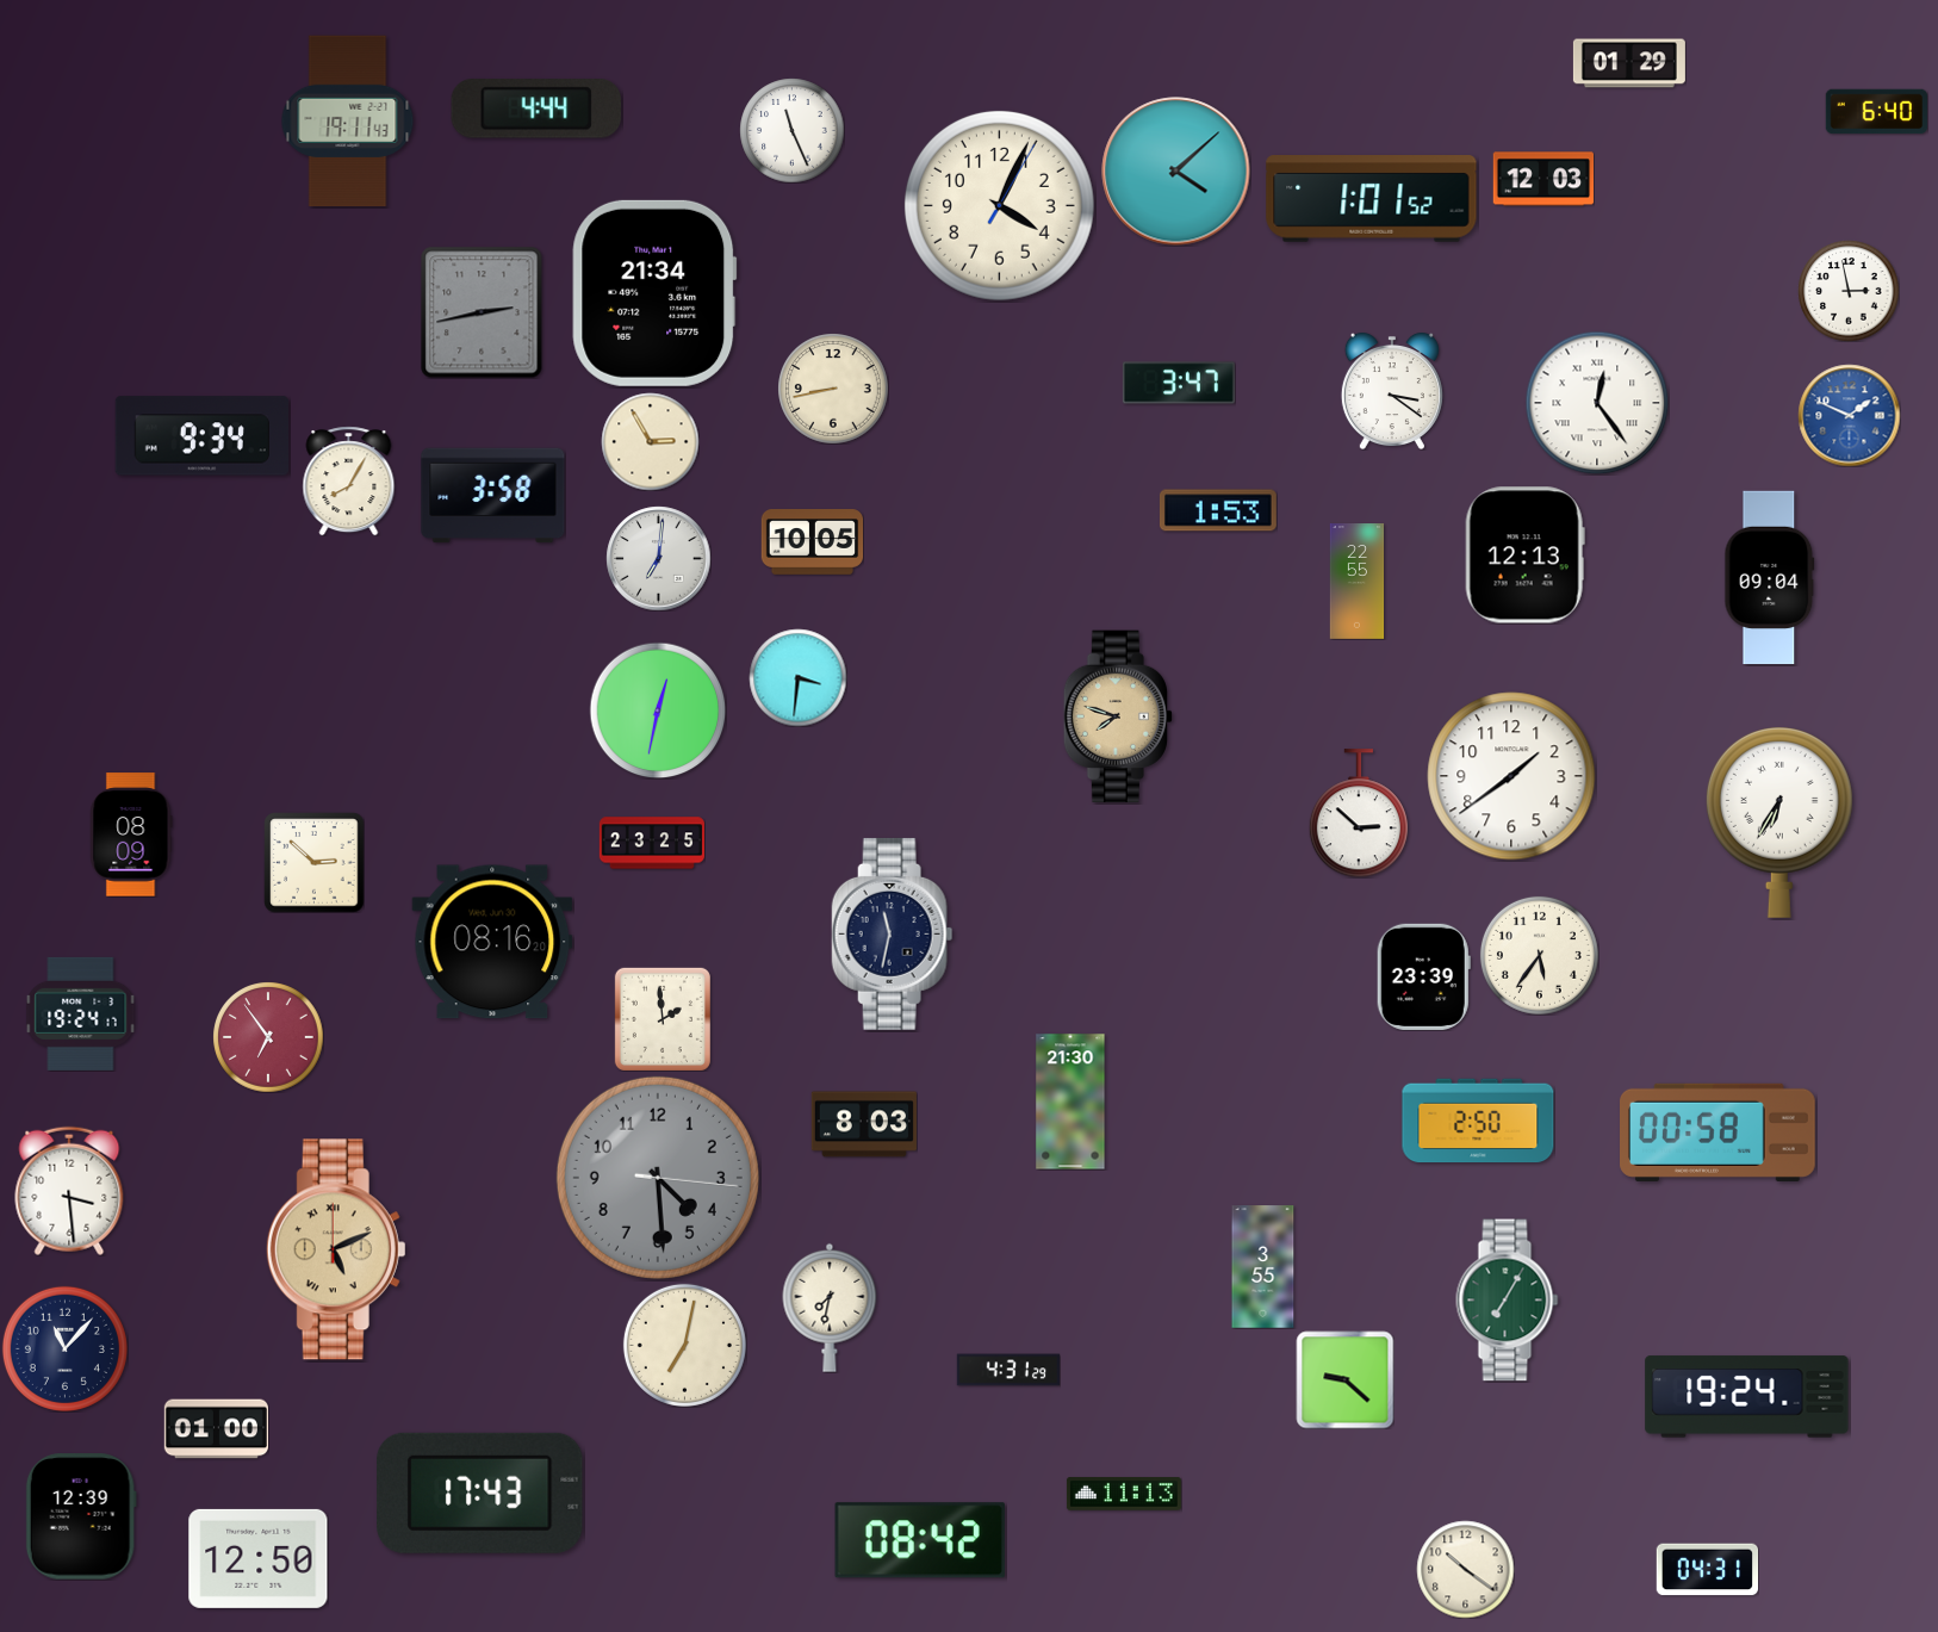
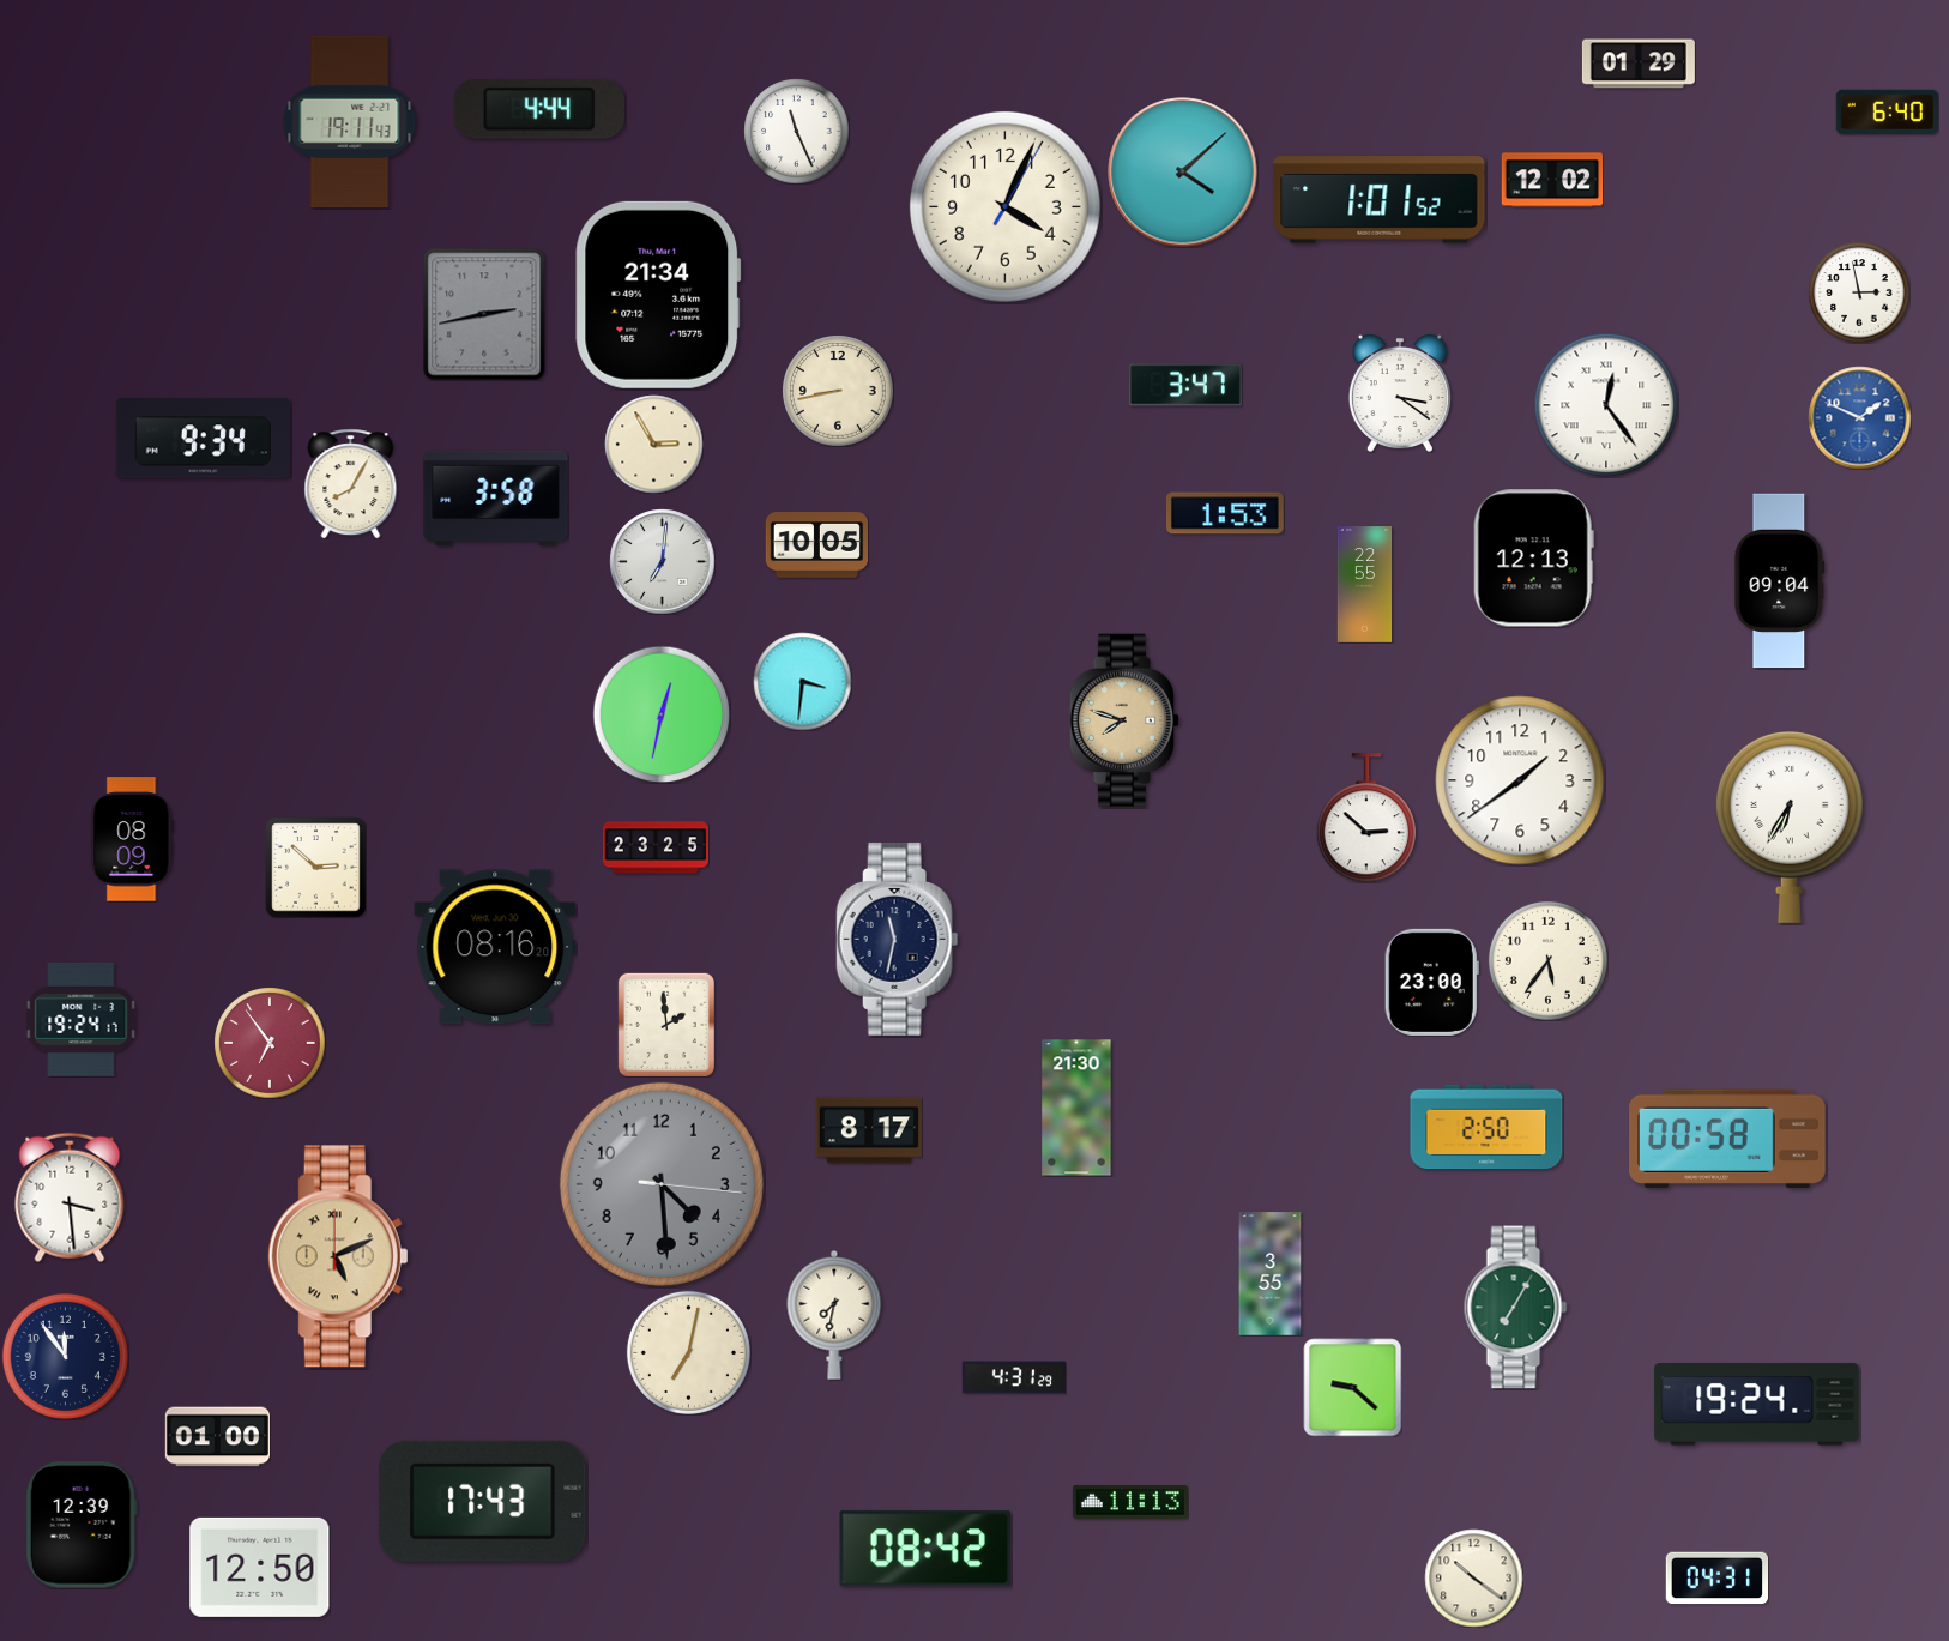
clock at (1543, 179): 12:03 -> 12:02
clock at (1423, 976): 23:39 -> 23:00
clock at (864, 1124): 8:03 -> 8:17
clock at (64, 1348): 11:07 -> 11:54
